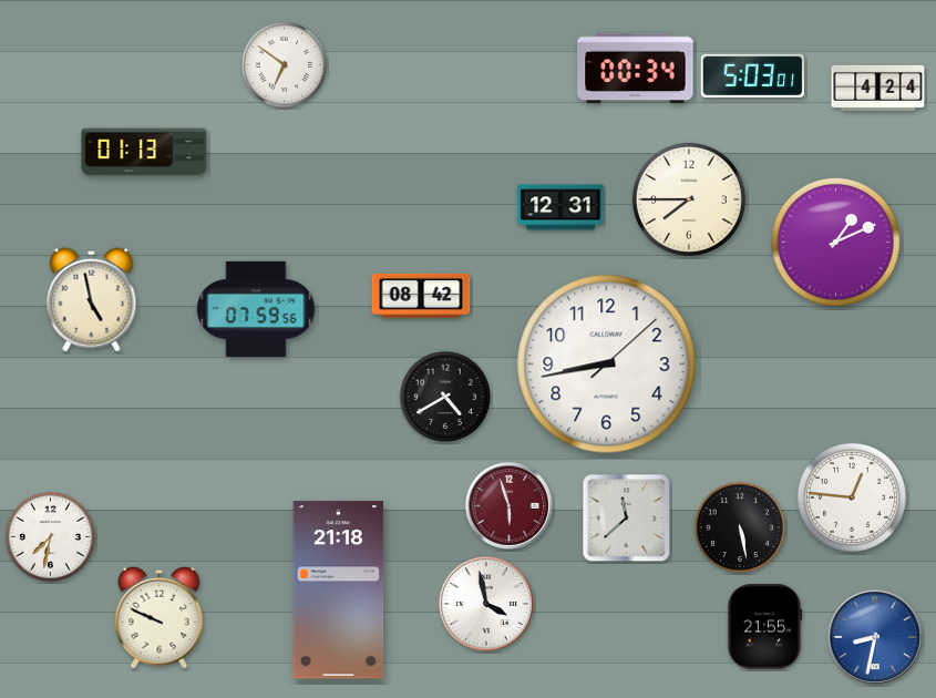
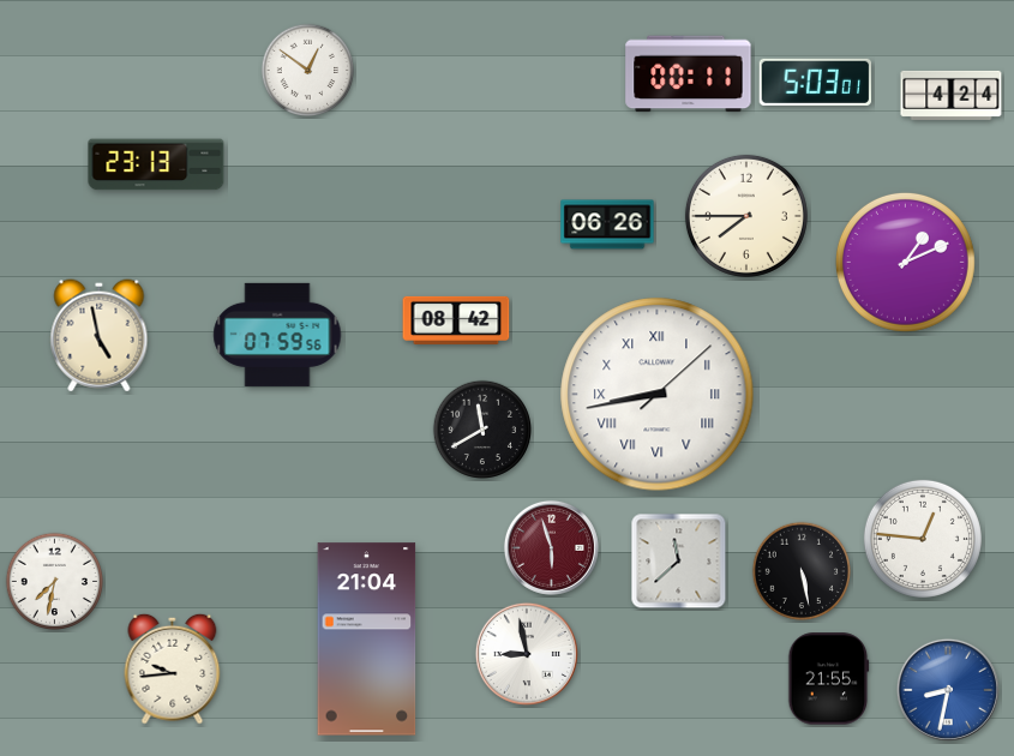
clock at (285, 65): 6:51 -> 12:51
clock at (636, 69): 00:34 -> 00:11
clock at (144, 152): 01:13 -> 23:13
clock at (560, 207): 12:31 -> 06:26
clock at (92, 300) position: (92, 300) -> (100, 336)
clock at (607, 365) numerals: Arabic -> Roman
clock at (444, 396): 4:40 -> 11:40
clock at (339, 591): 21:18 -> 21:04
clock at (486, 604): 3:58 -> 8:58
clock at (160, 617): 9:49 -> 9:44
